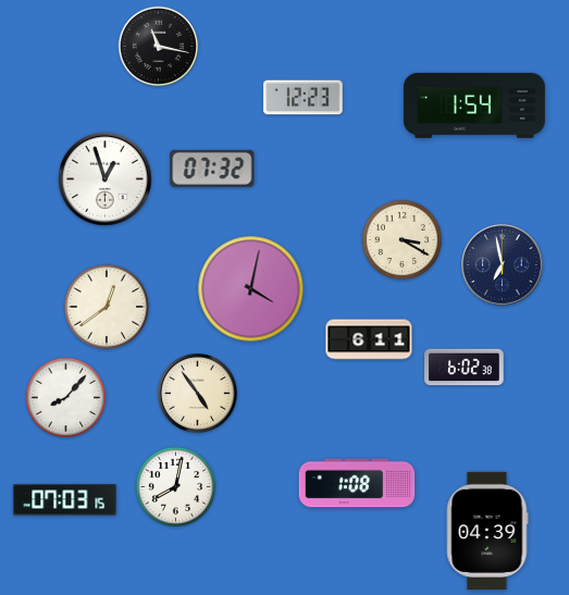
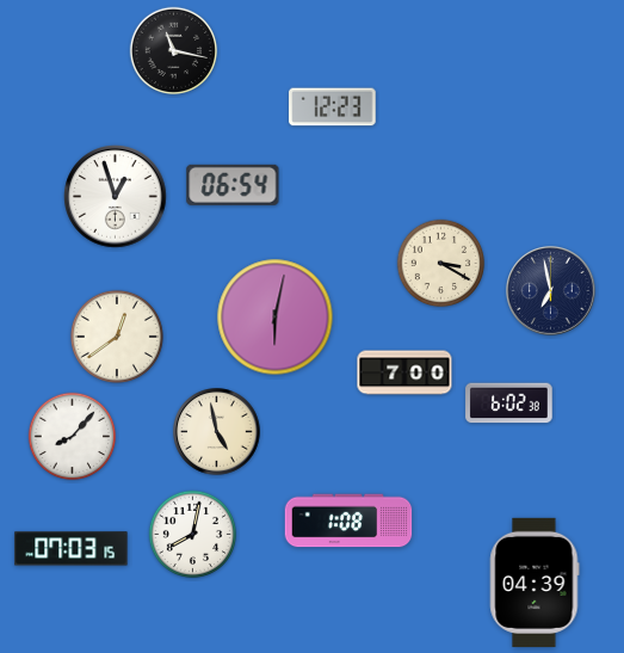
clock at (474, 106): 1:54 -> none
clock at (212, 169): 07:32 -> 06:54
clock at (251, 289): 4:02 -> 6:02
clock at (369, 339): 6:11 -> 7:00
clock at (198, 394): 4:54 -> 4:58
clock at (357, 483) position: (357, 483) -> (348, 520)
